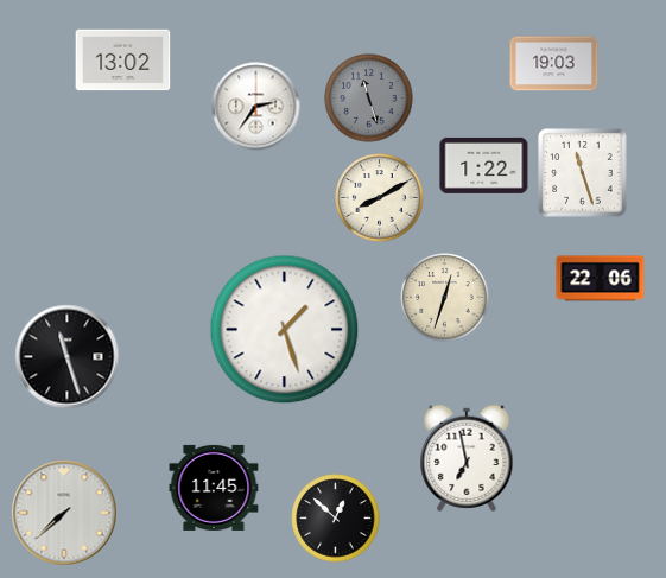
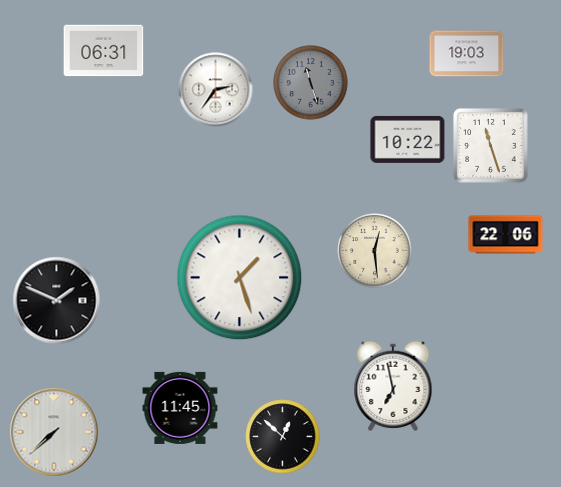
clock at (123, 61): 13:02 -> 06:31
clock at (484, 165): 1:22 -> 10:22
clock at (380, 198): 8:10 -> none
clock at (445, 298): 12:33 -> 12:29
clock at (68, 357): 11:27 -> 1:49
clock at (214, 488) position: (214, 488) -> (180, 408)
